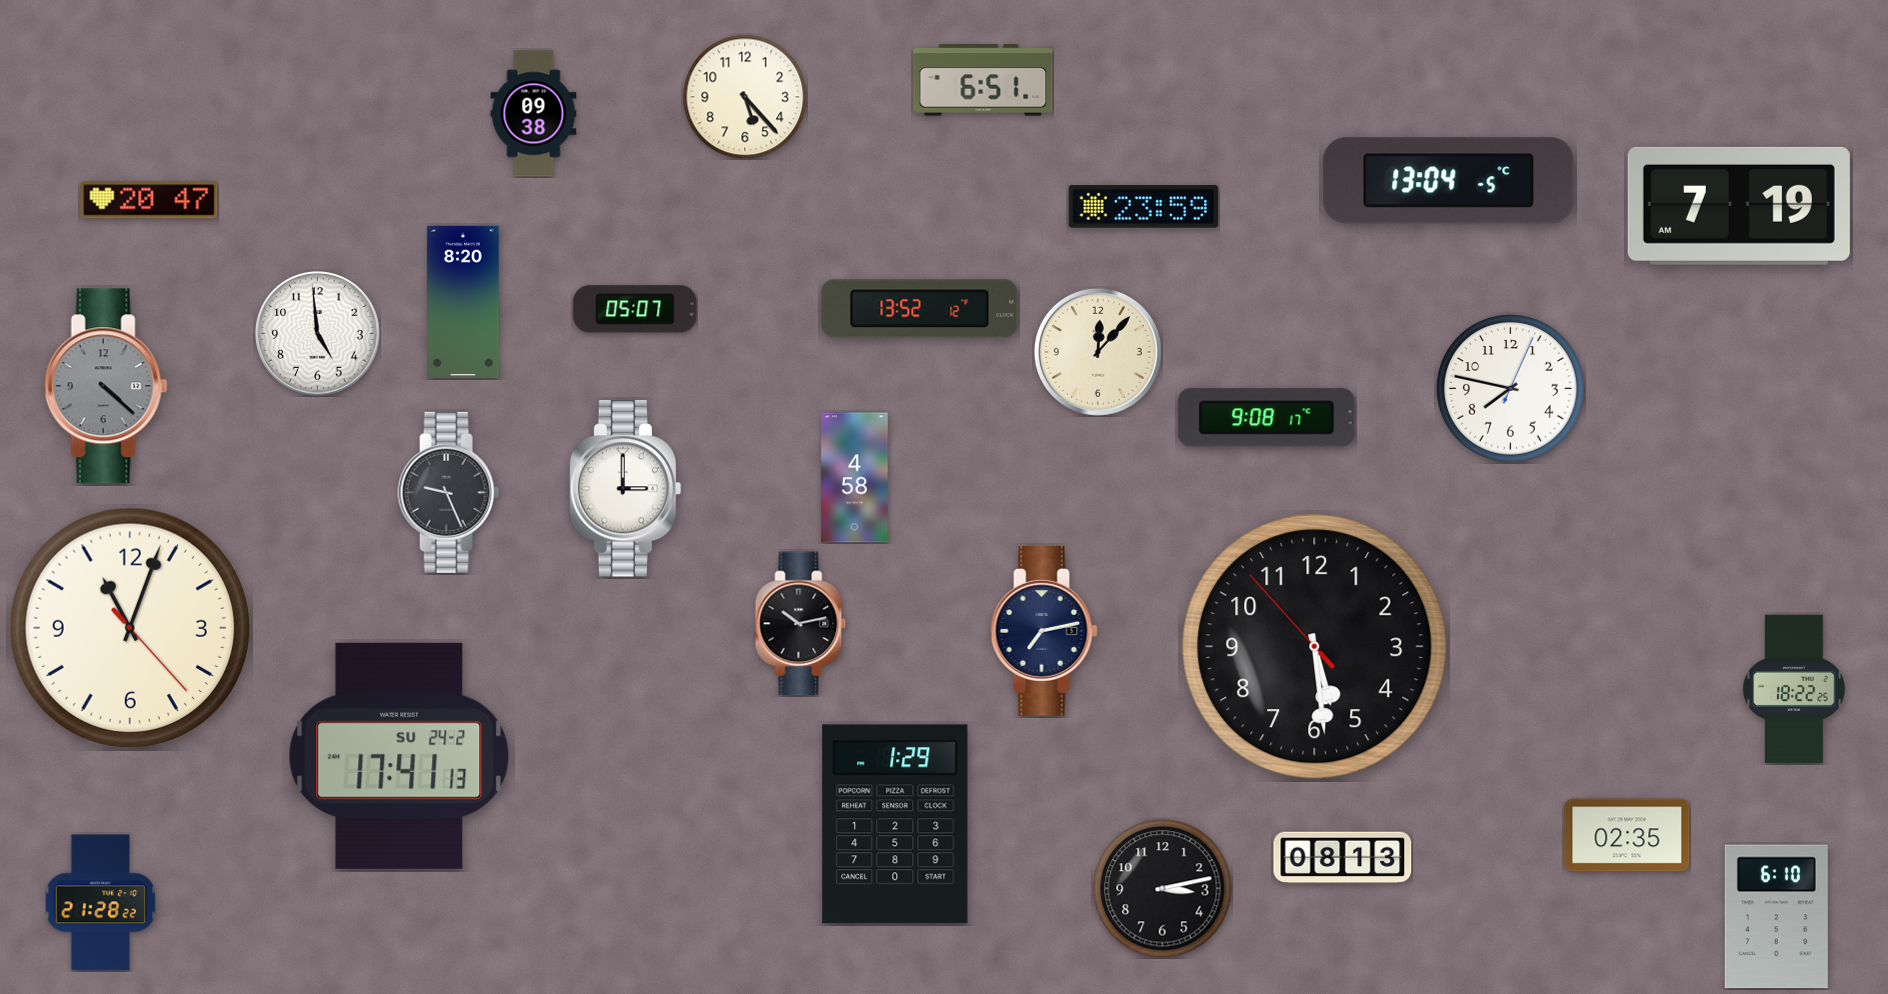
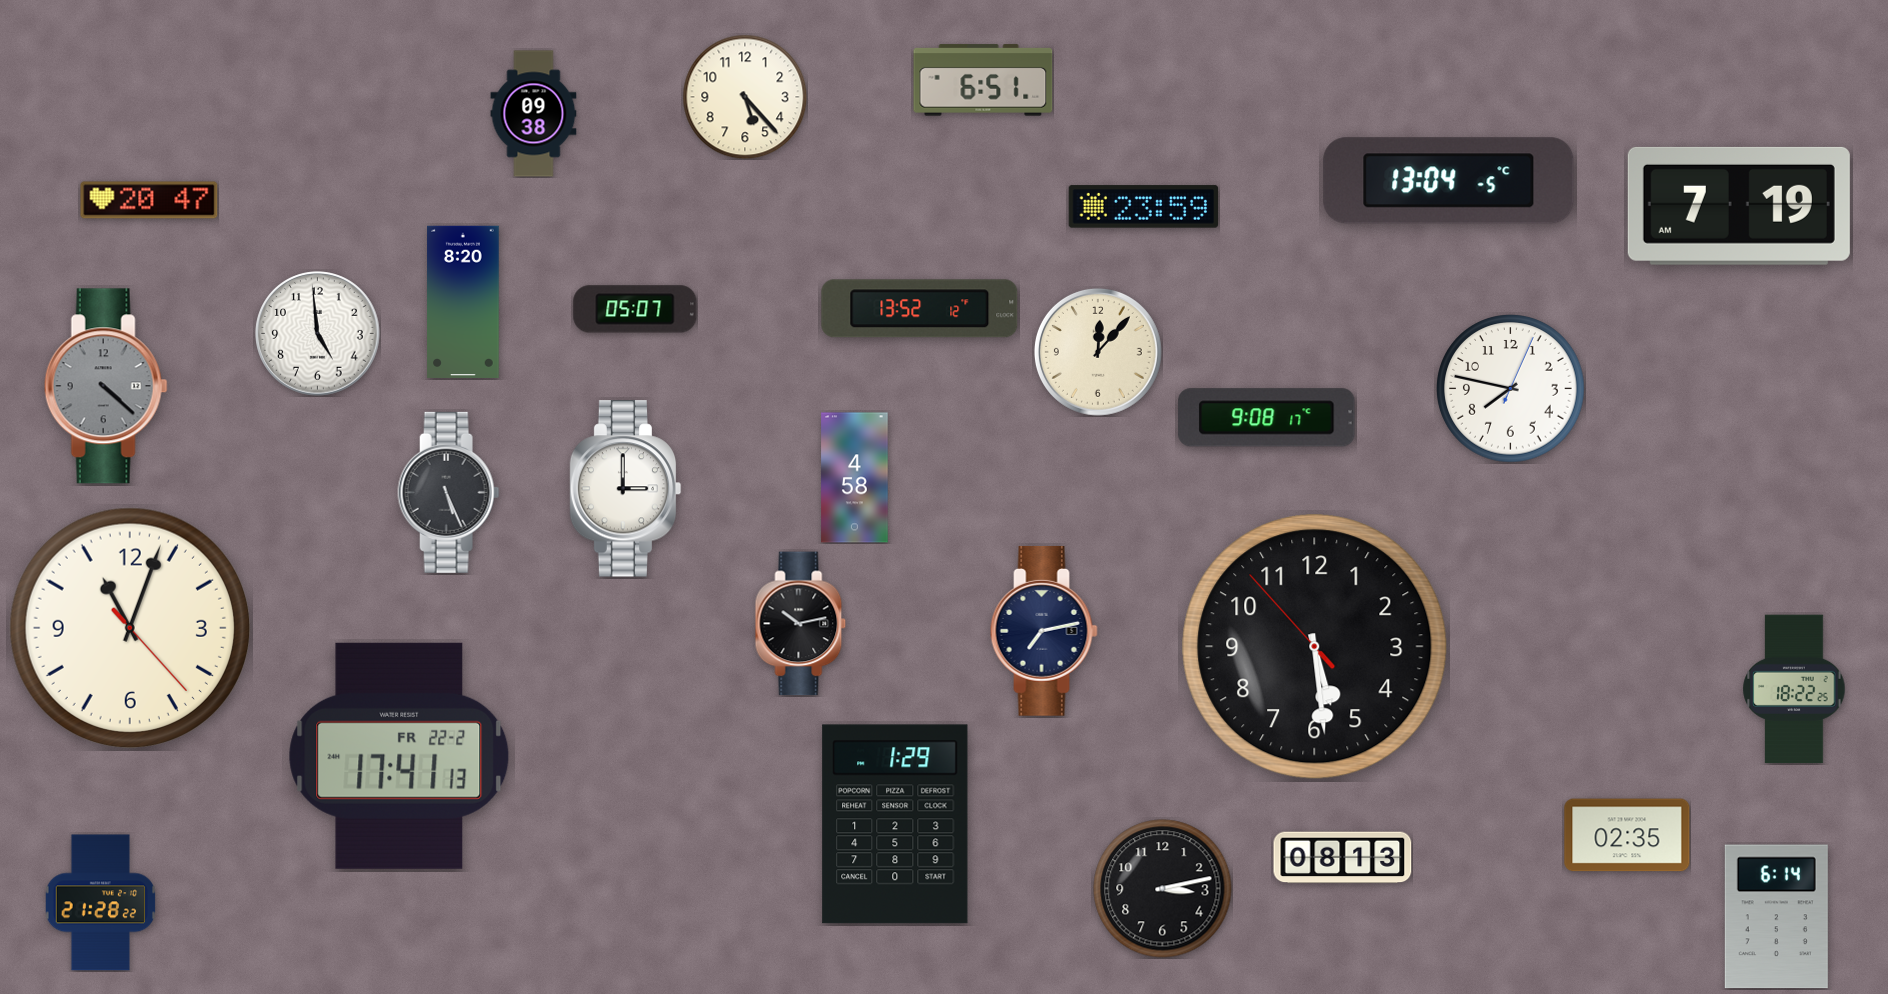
clock at (449, 492): 9:26 -> 5:26
clock at (399, 756) date: SU 24-2 -> FR 22-2
clock at (1776, 917): 6:10 -> 6:14
